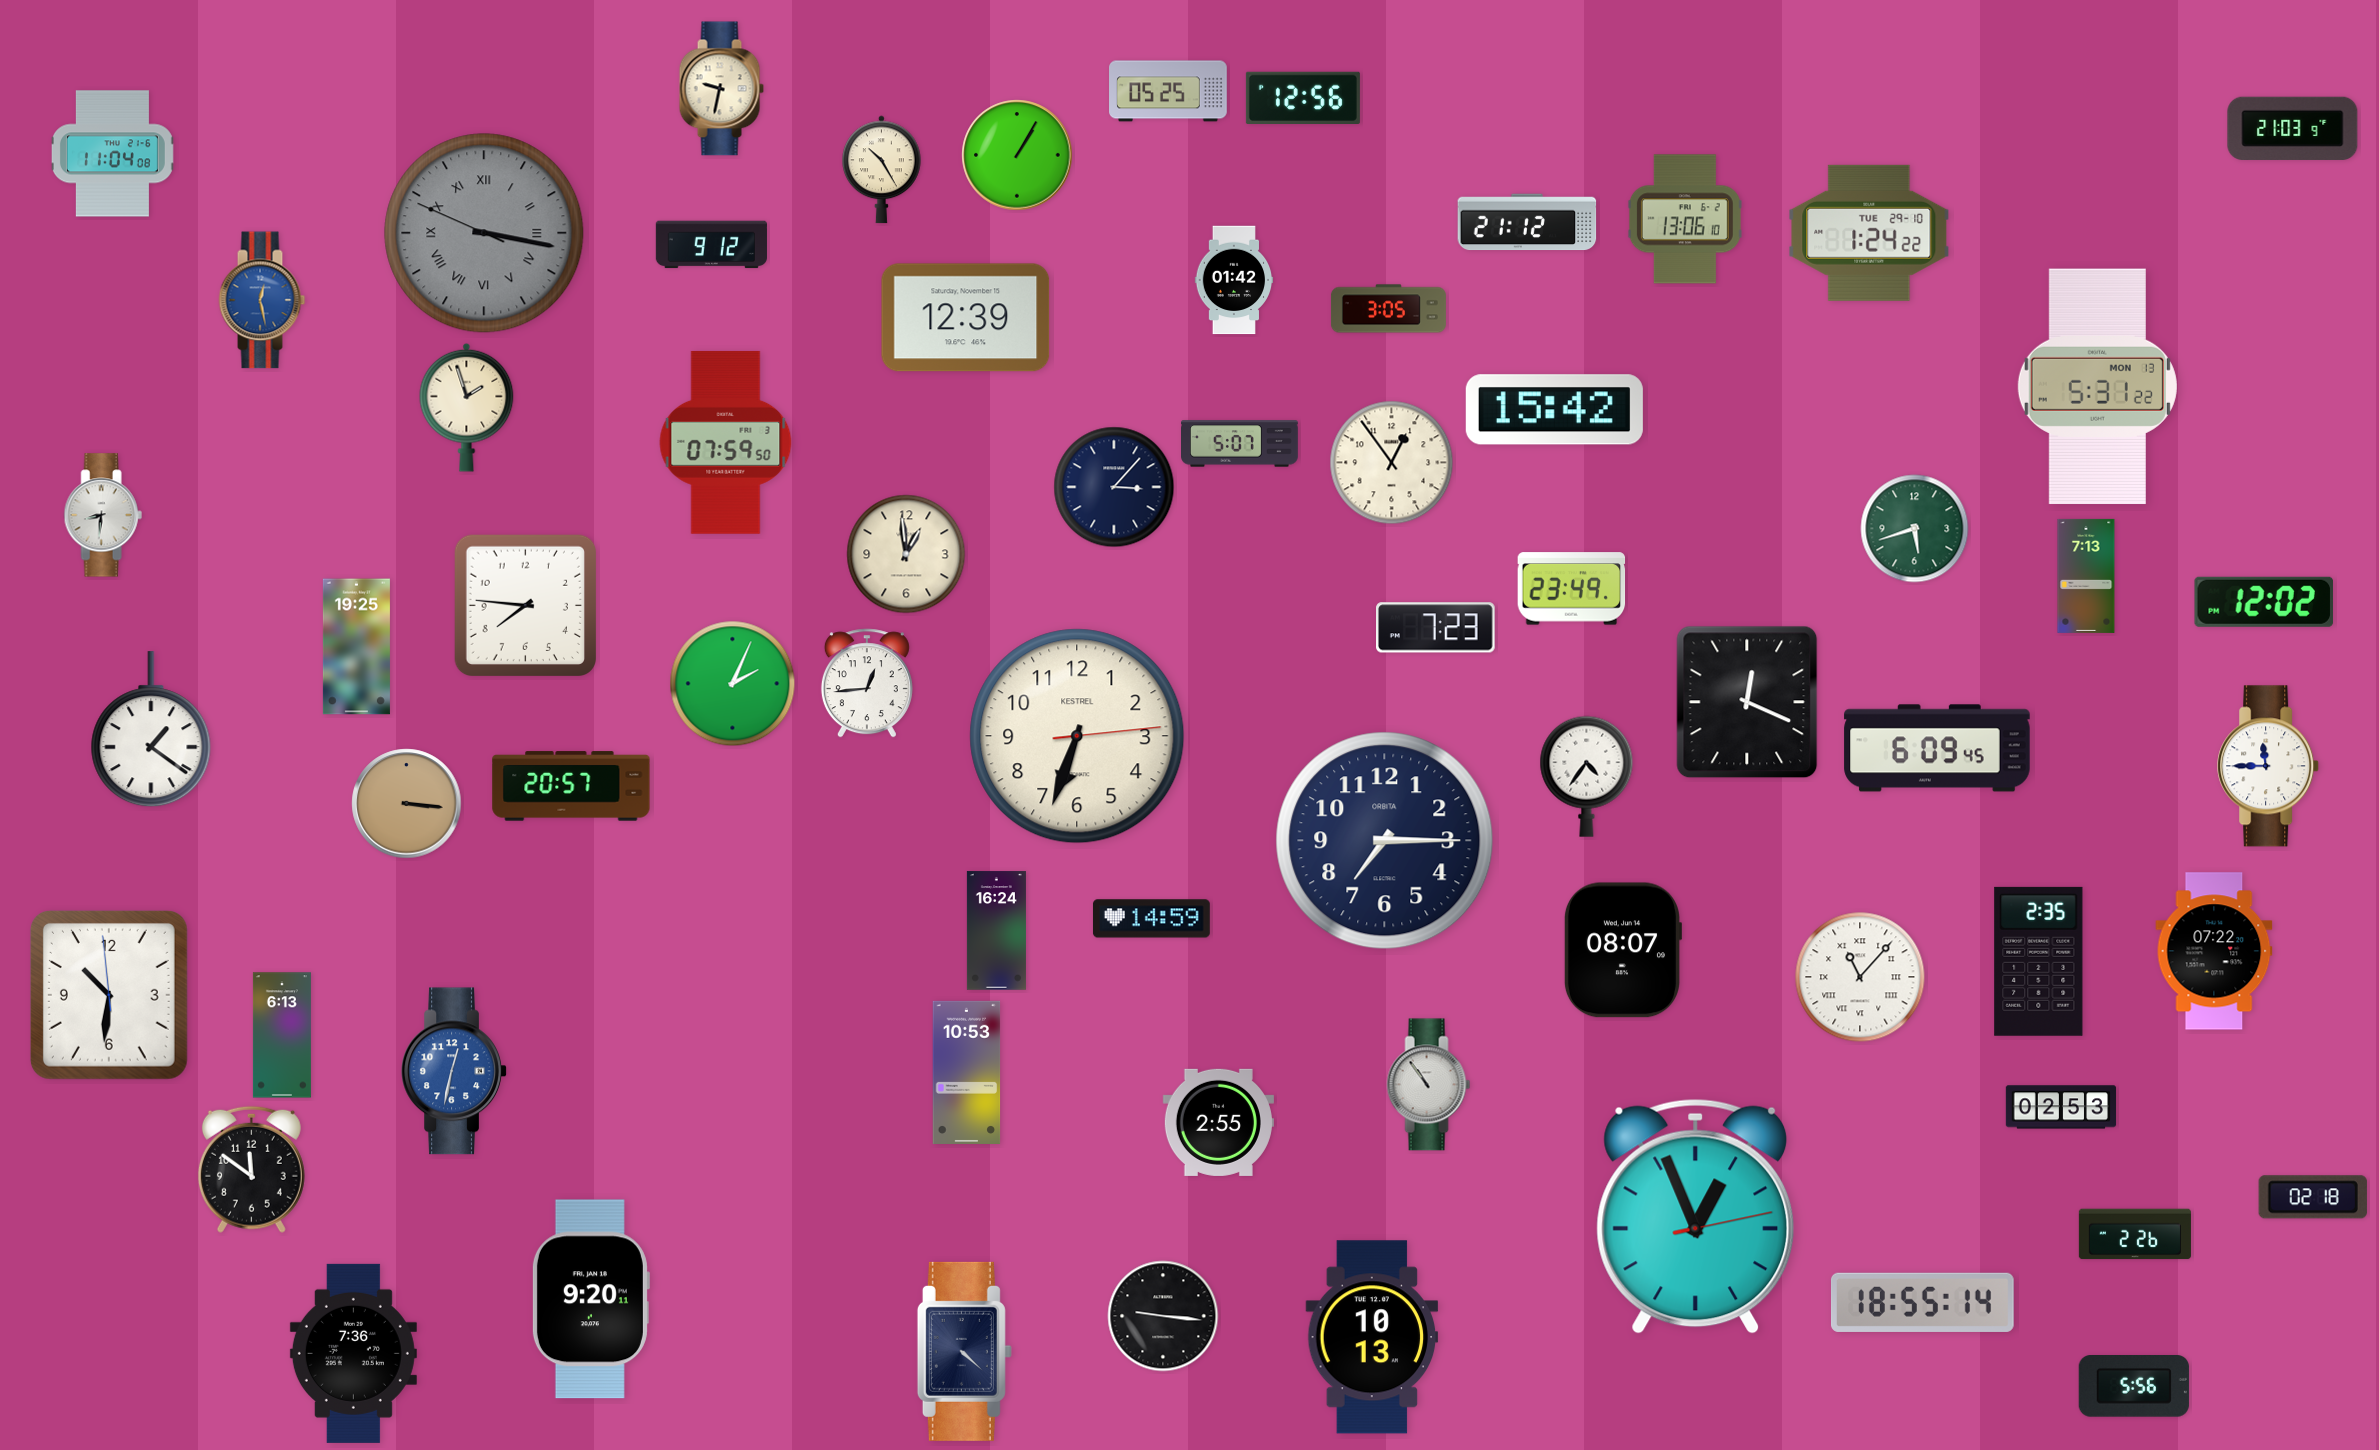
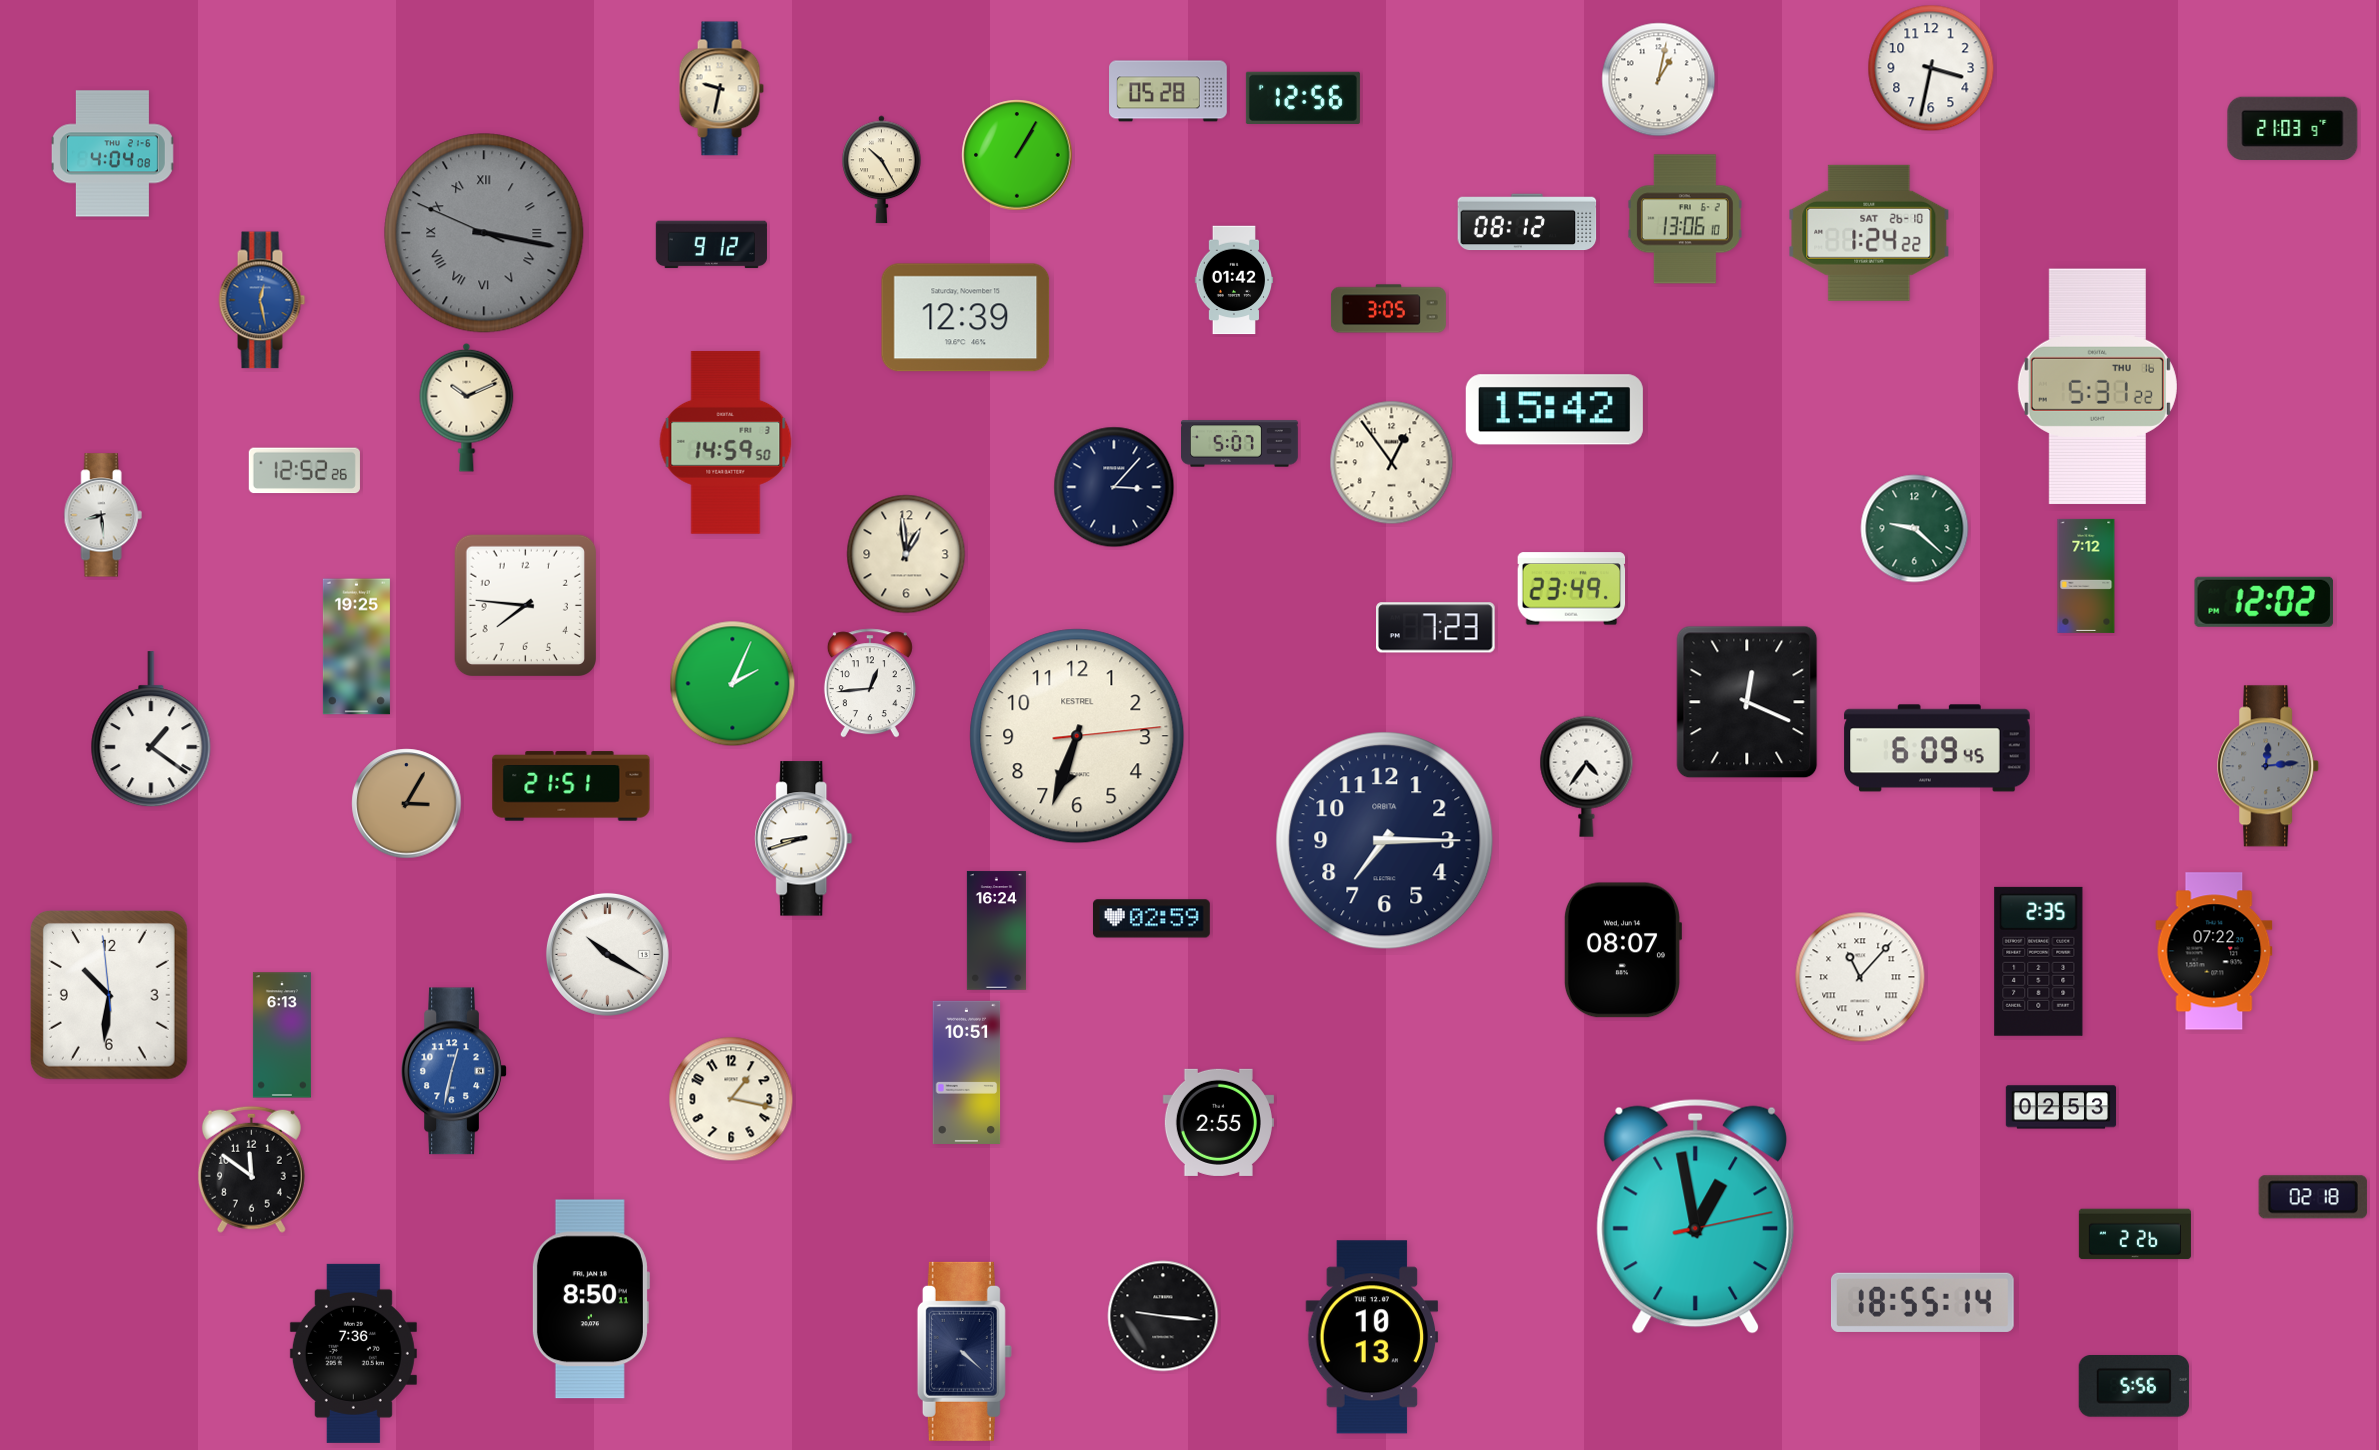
clock at (1931, 68): none -> 3:32
clock at (1659, 80): none -> 1:02
clock at (1168, 91): 05:25 -> 05:28
clock at (112, 154): 11:04 -> 4:04
clock at (1527, 222): 21:12 -> 08:12
clock at (1869, 233) date: TUE 29-10 -> SAT 26-10
clock at (2097, 387) date: MON 13 -> THU 16
clock at (467, 407): 1:57 -> 10:11
clock at (726, 442): 07:59 -> 14:59
clock at (304, 471): none -> 12:52
clock at (103, 515): 8:31 -> 8:29
clock at (1915, 529): 5:42 -> 9:22
clock at (2086, 576): 7:13 -> 7:12
clock at (867, 683) position: (867, 683) -> (870, 683)
clock at (2269, 766): 11:45 -> 12:14
clock at (2269, 766) dial: white -> grey
clock at (571, 786): 20:57 -> 21:51
clock at (407, 804): 3:16 -> 3:05
clock at (804, 839): none -> 8:42
clock at (1151, 919): 14:59 -> 02:59
clock at (607, 954): none -> 10:20
clock at (967, 1072): 10:53 -> 10:51
clock at (1429, 1085): 10:54 -> none
clock at (731, 1099): none -> 1:17
clock at (1696, 1216): 12:56 -> 12:58
clock at (590, 1299): 9:20 -> 8:50
